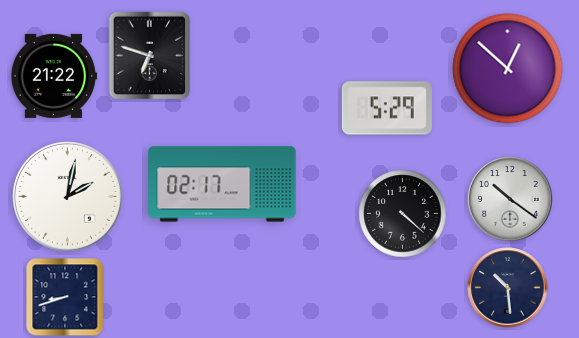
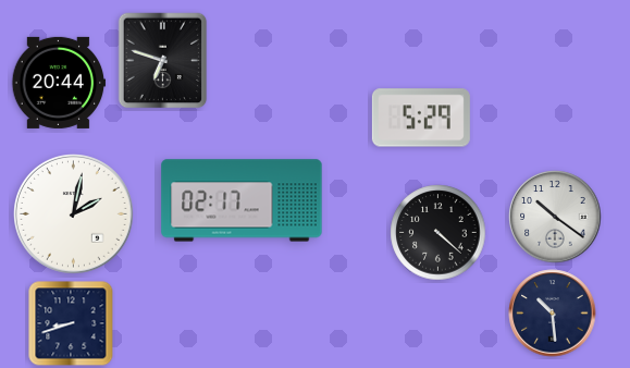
clock at (508, 69): 12:52 -> none
clock at (54, 76): 21:22 -> 20:44
